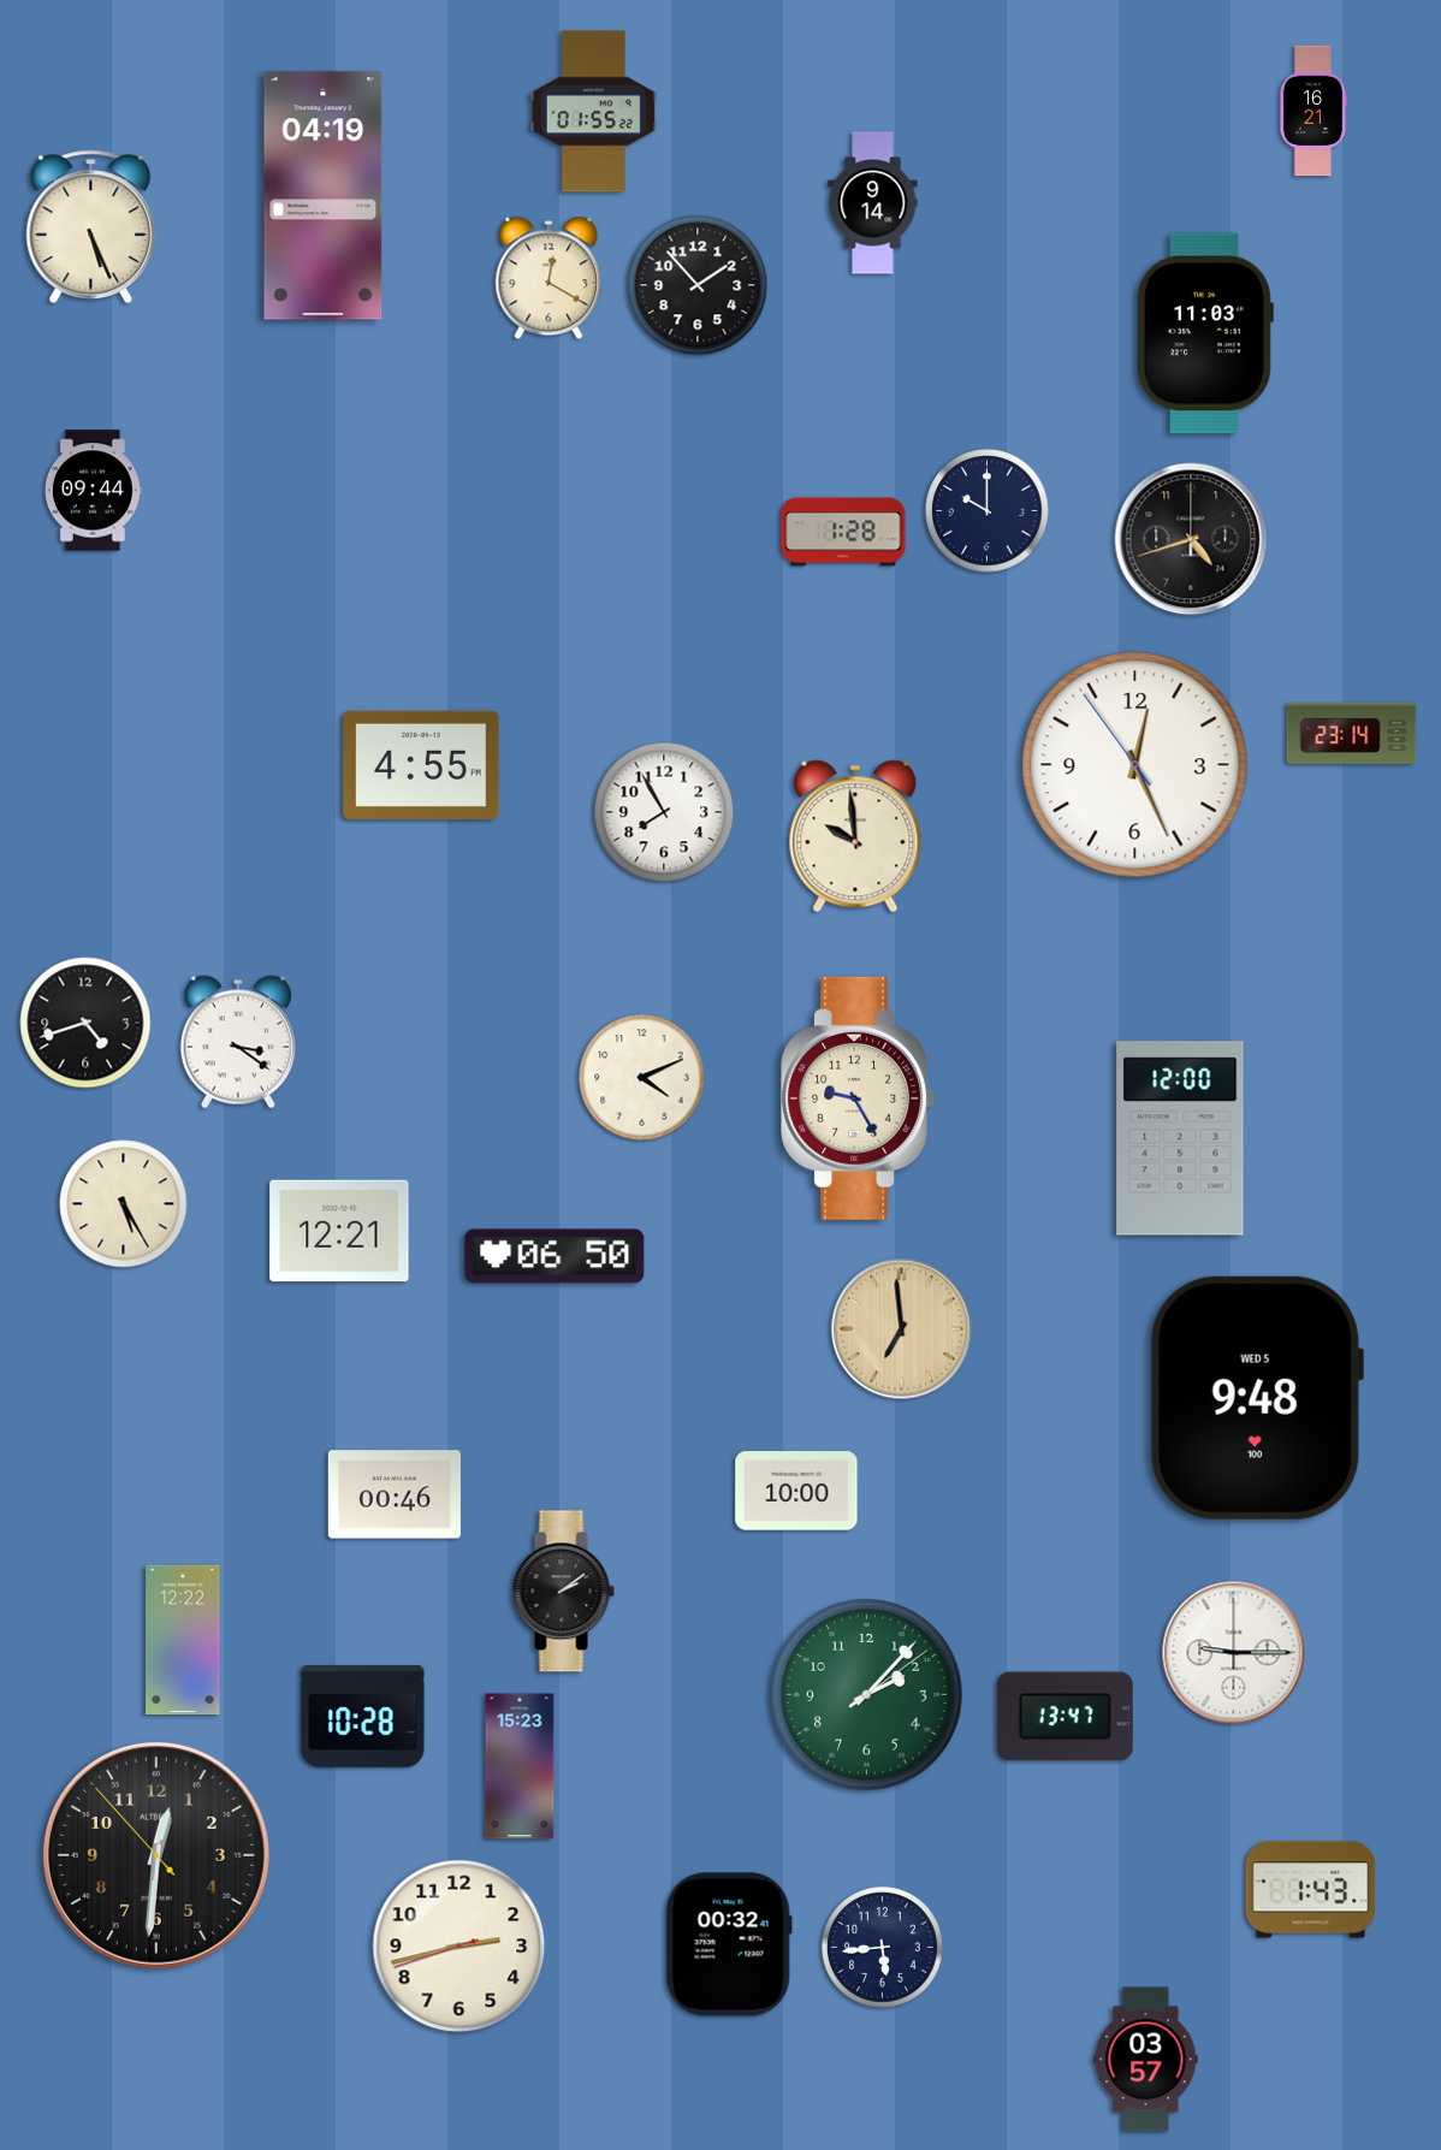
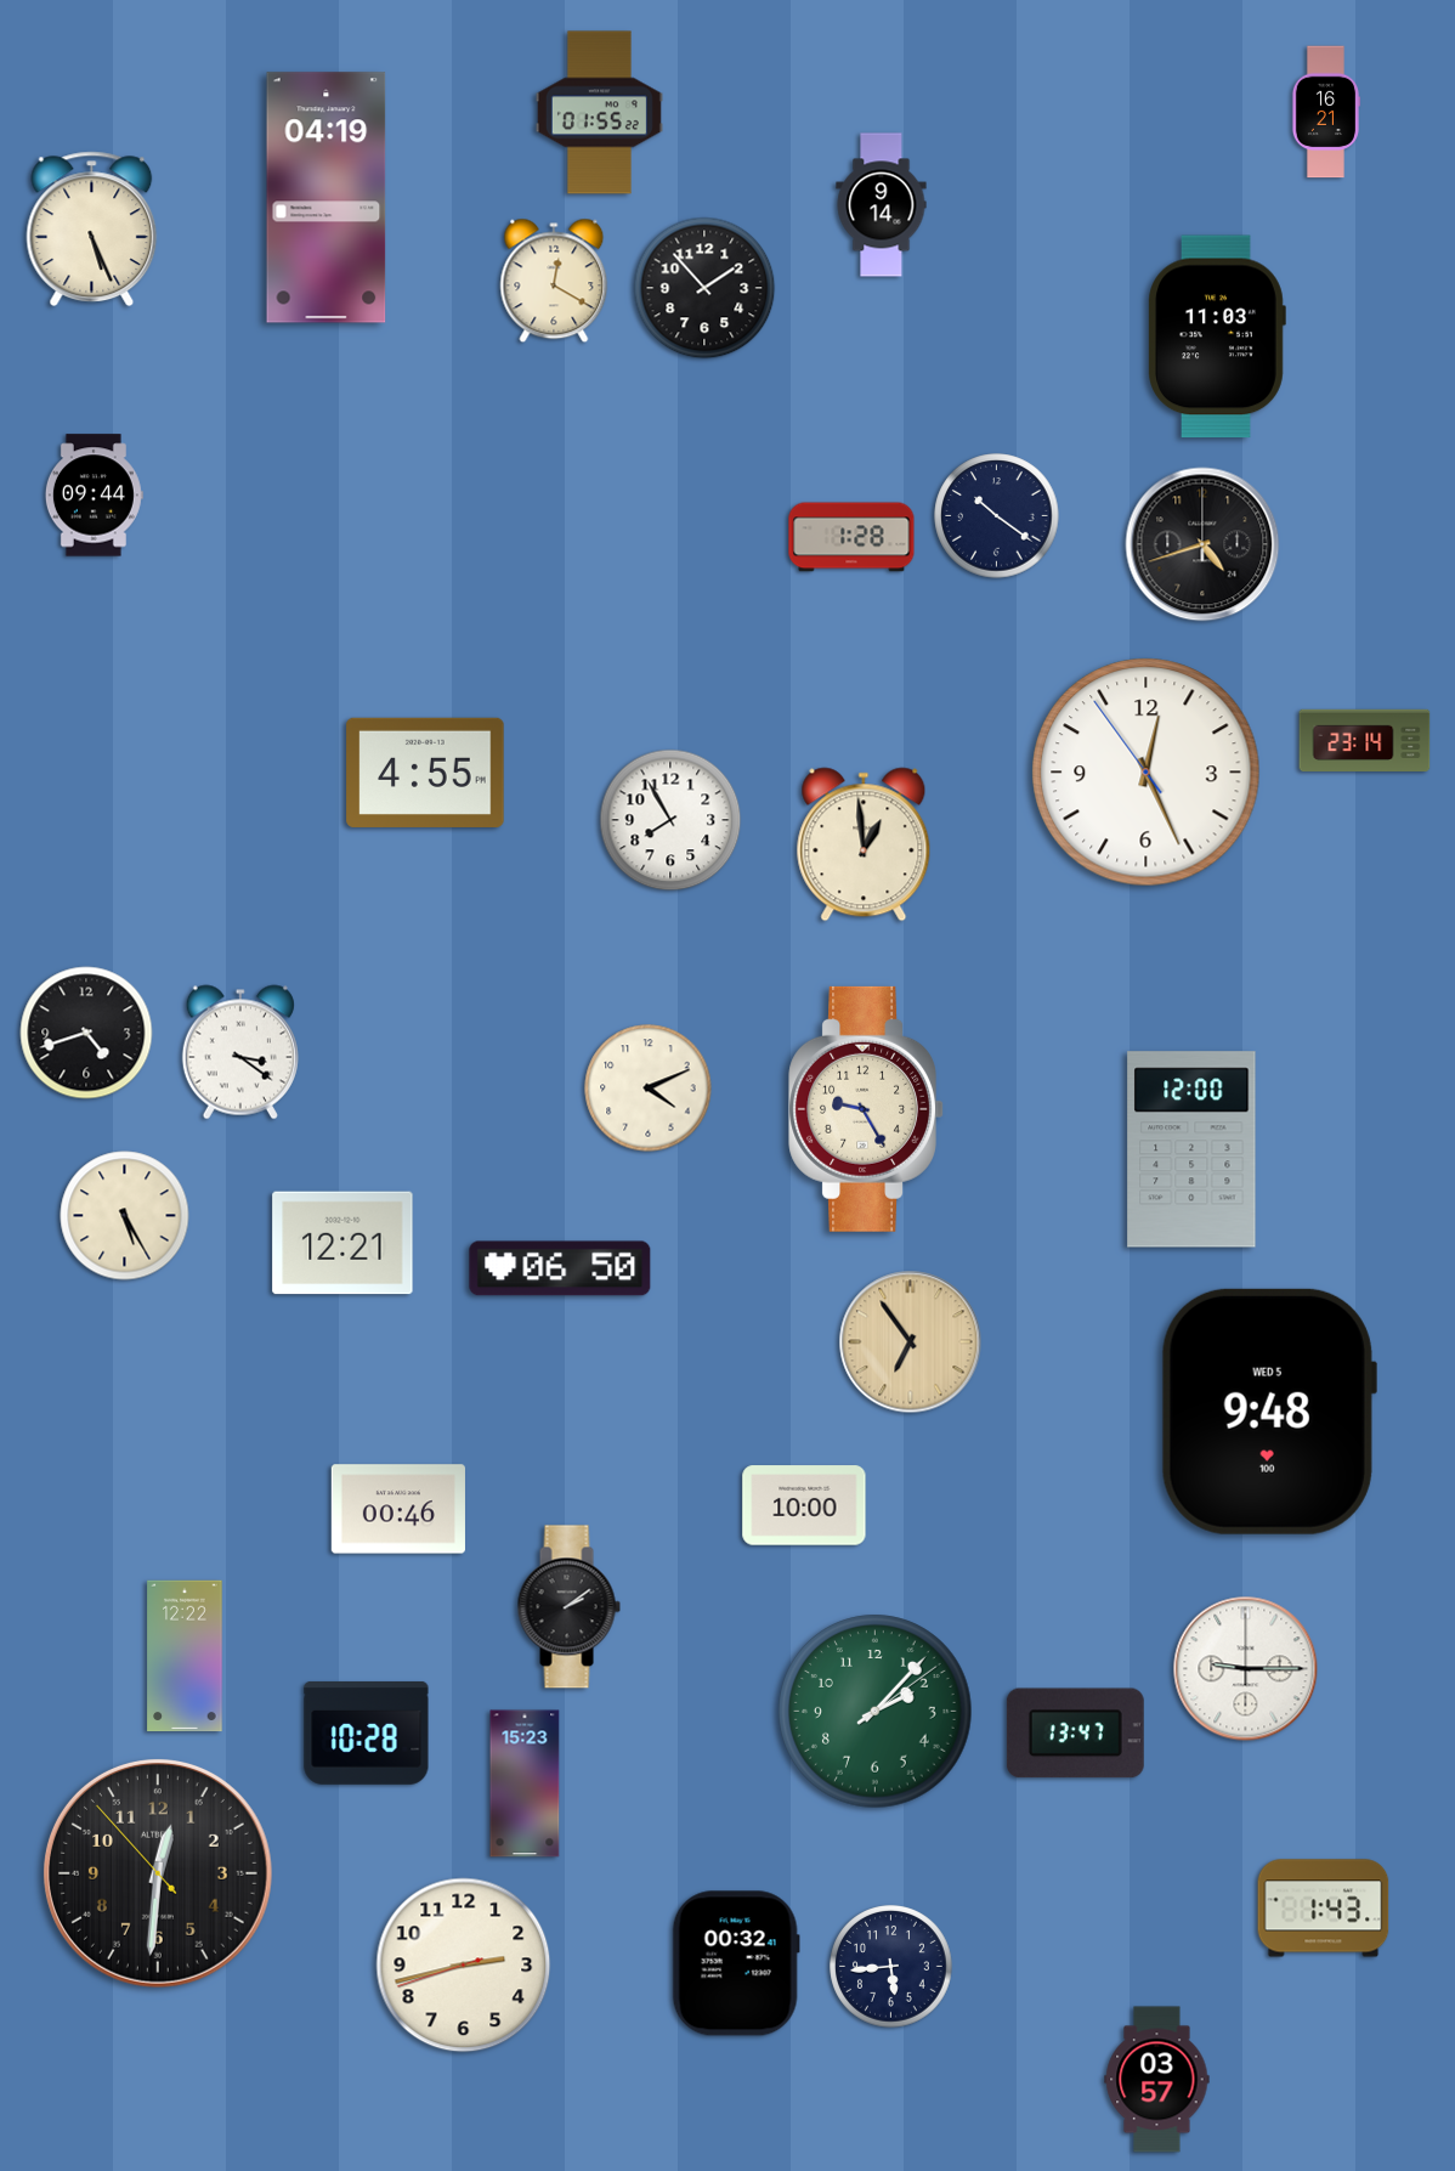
clock at (988, 511): 10:00 -> 10:21
clock at (855, 836): 9:59 -> 12:59
clock at (902, 1329): 6:59 -> 6:54
